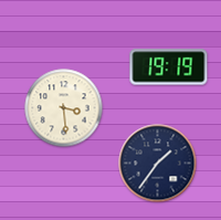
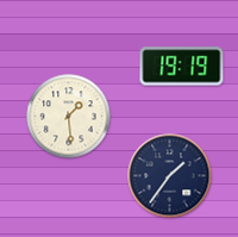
clock at (169, 67) position: (169, 67) -> (182, 67)
clock at (64, 108): 3:29 -> 1:29
